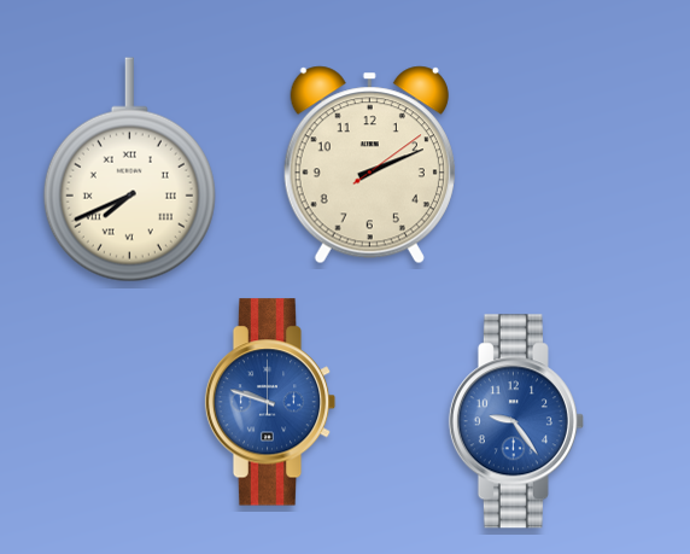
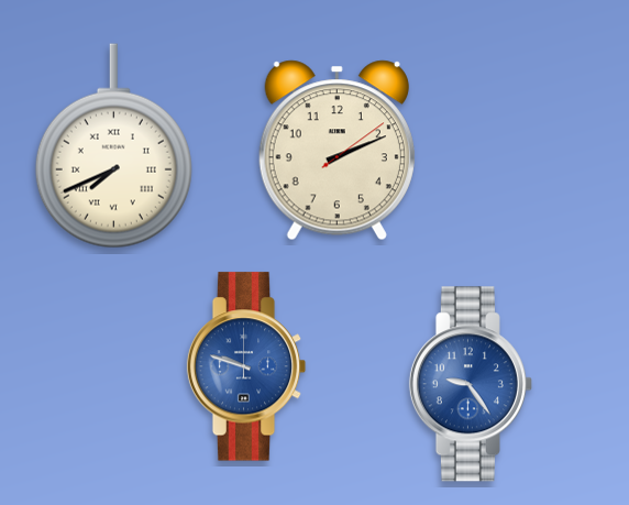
clock at (129, 170) position: (129, 170) -> (113, 146)
